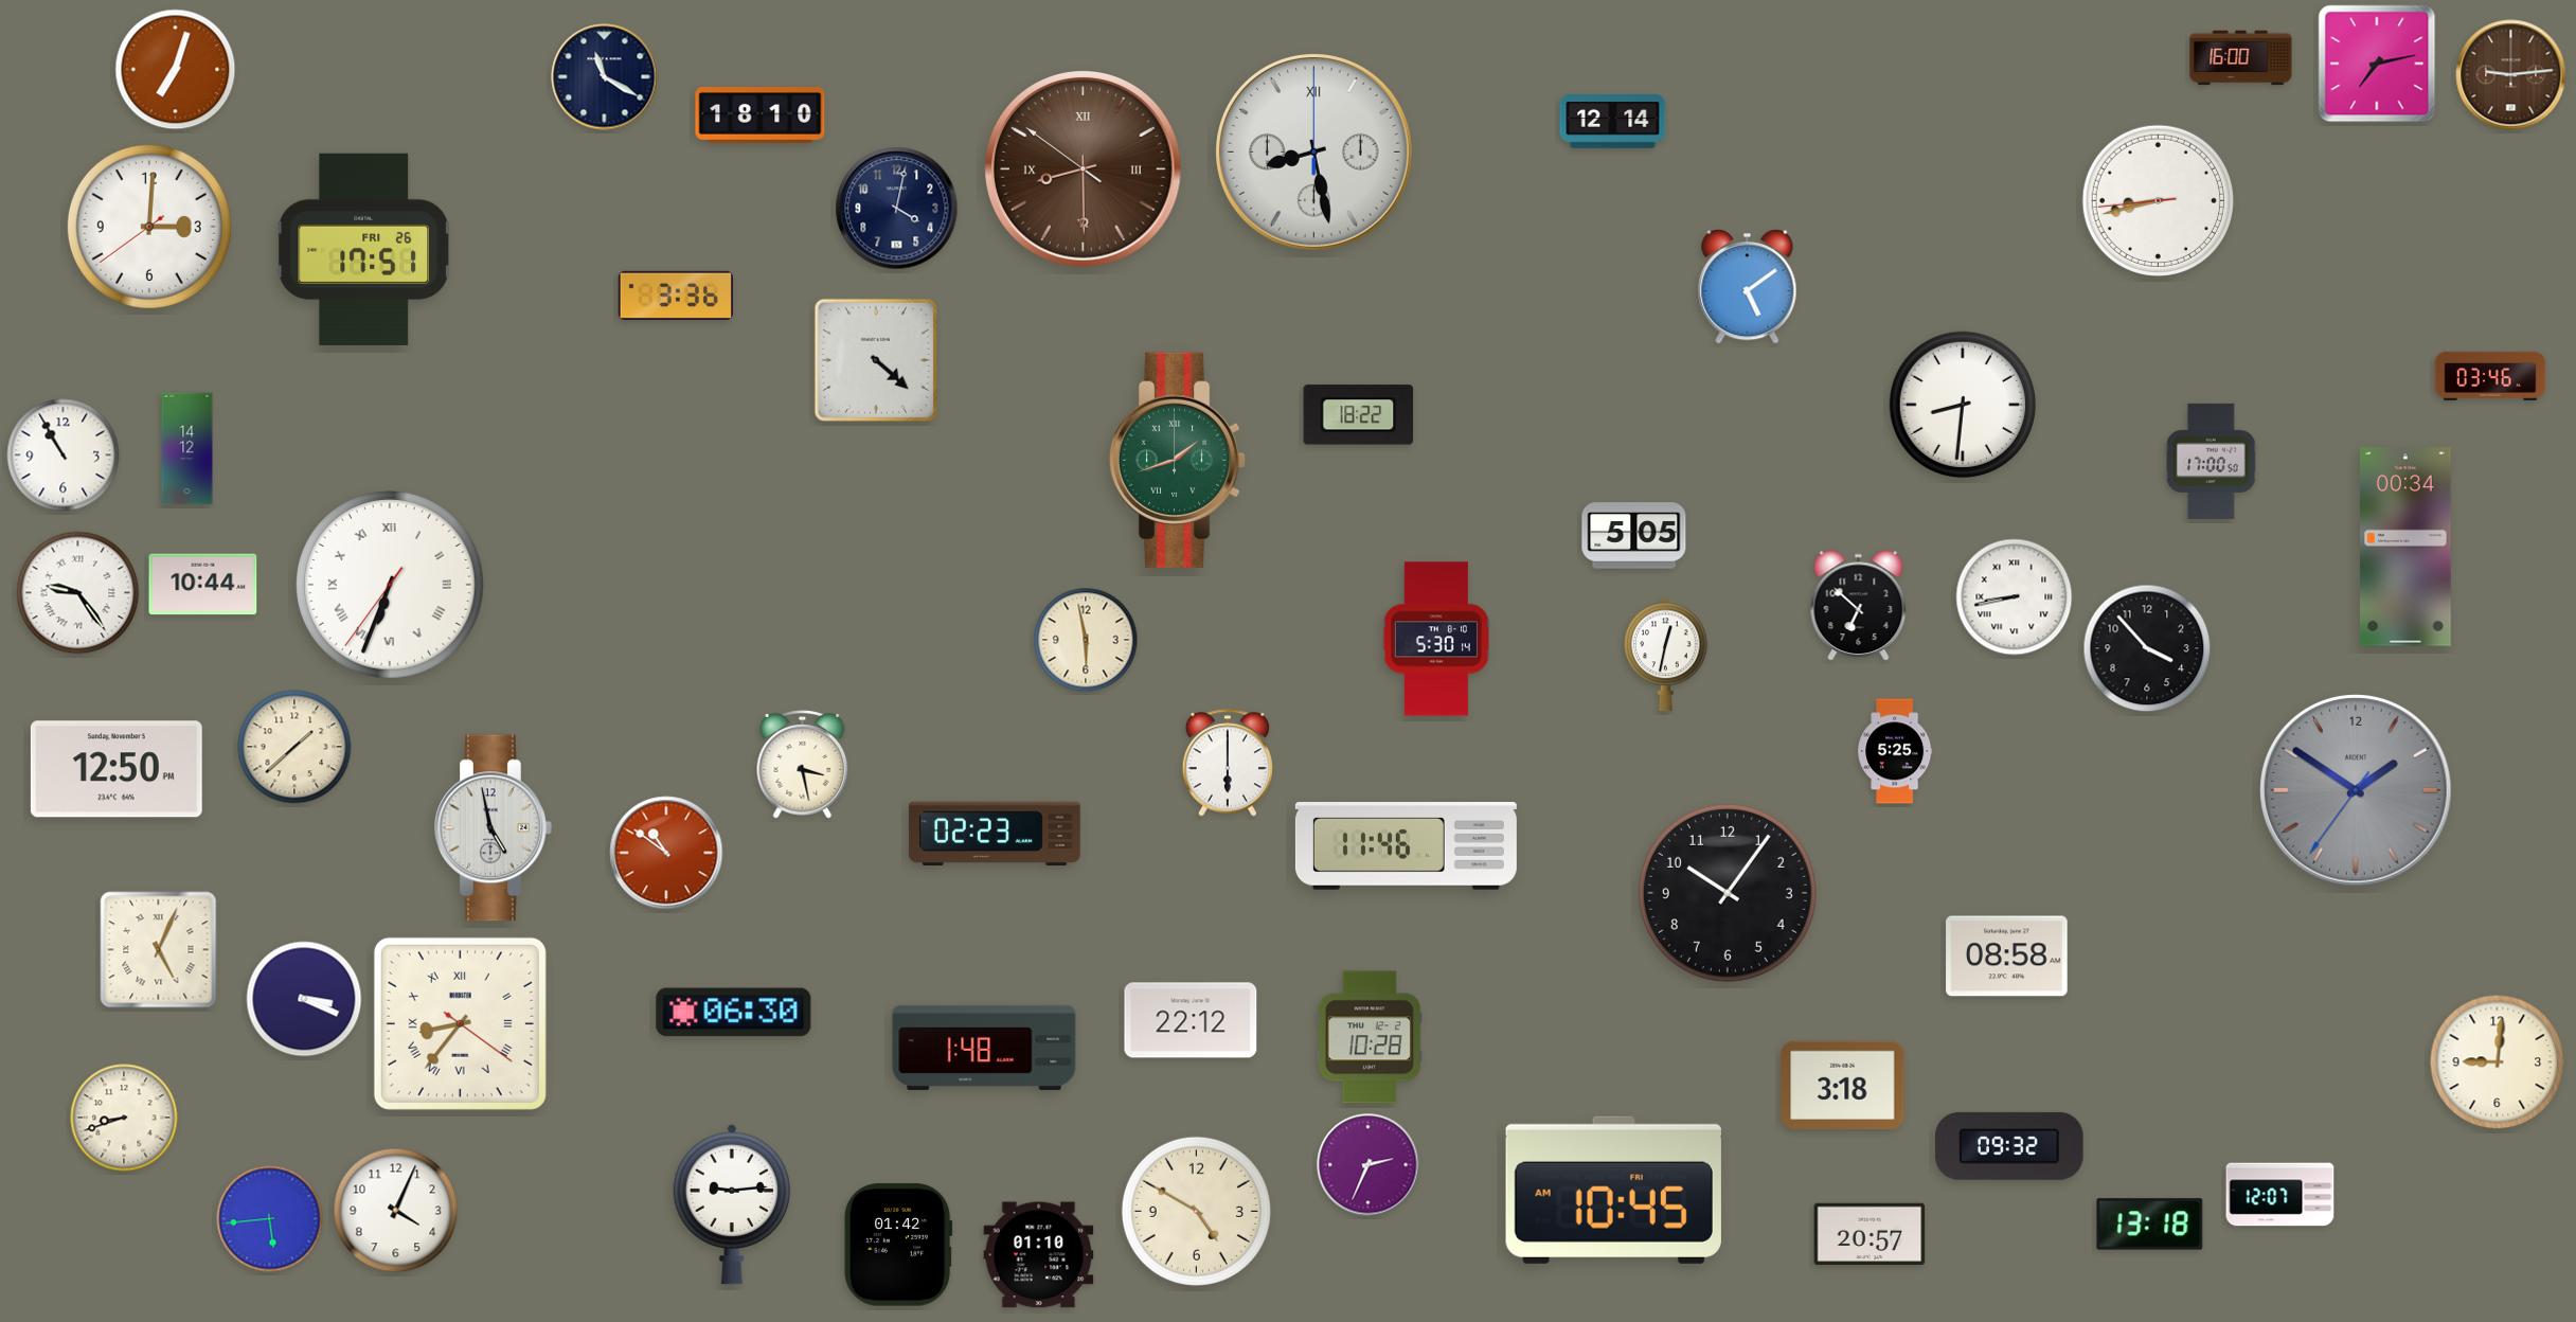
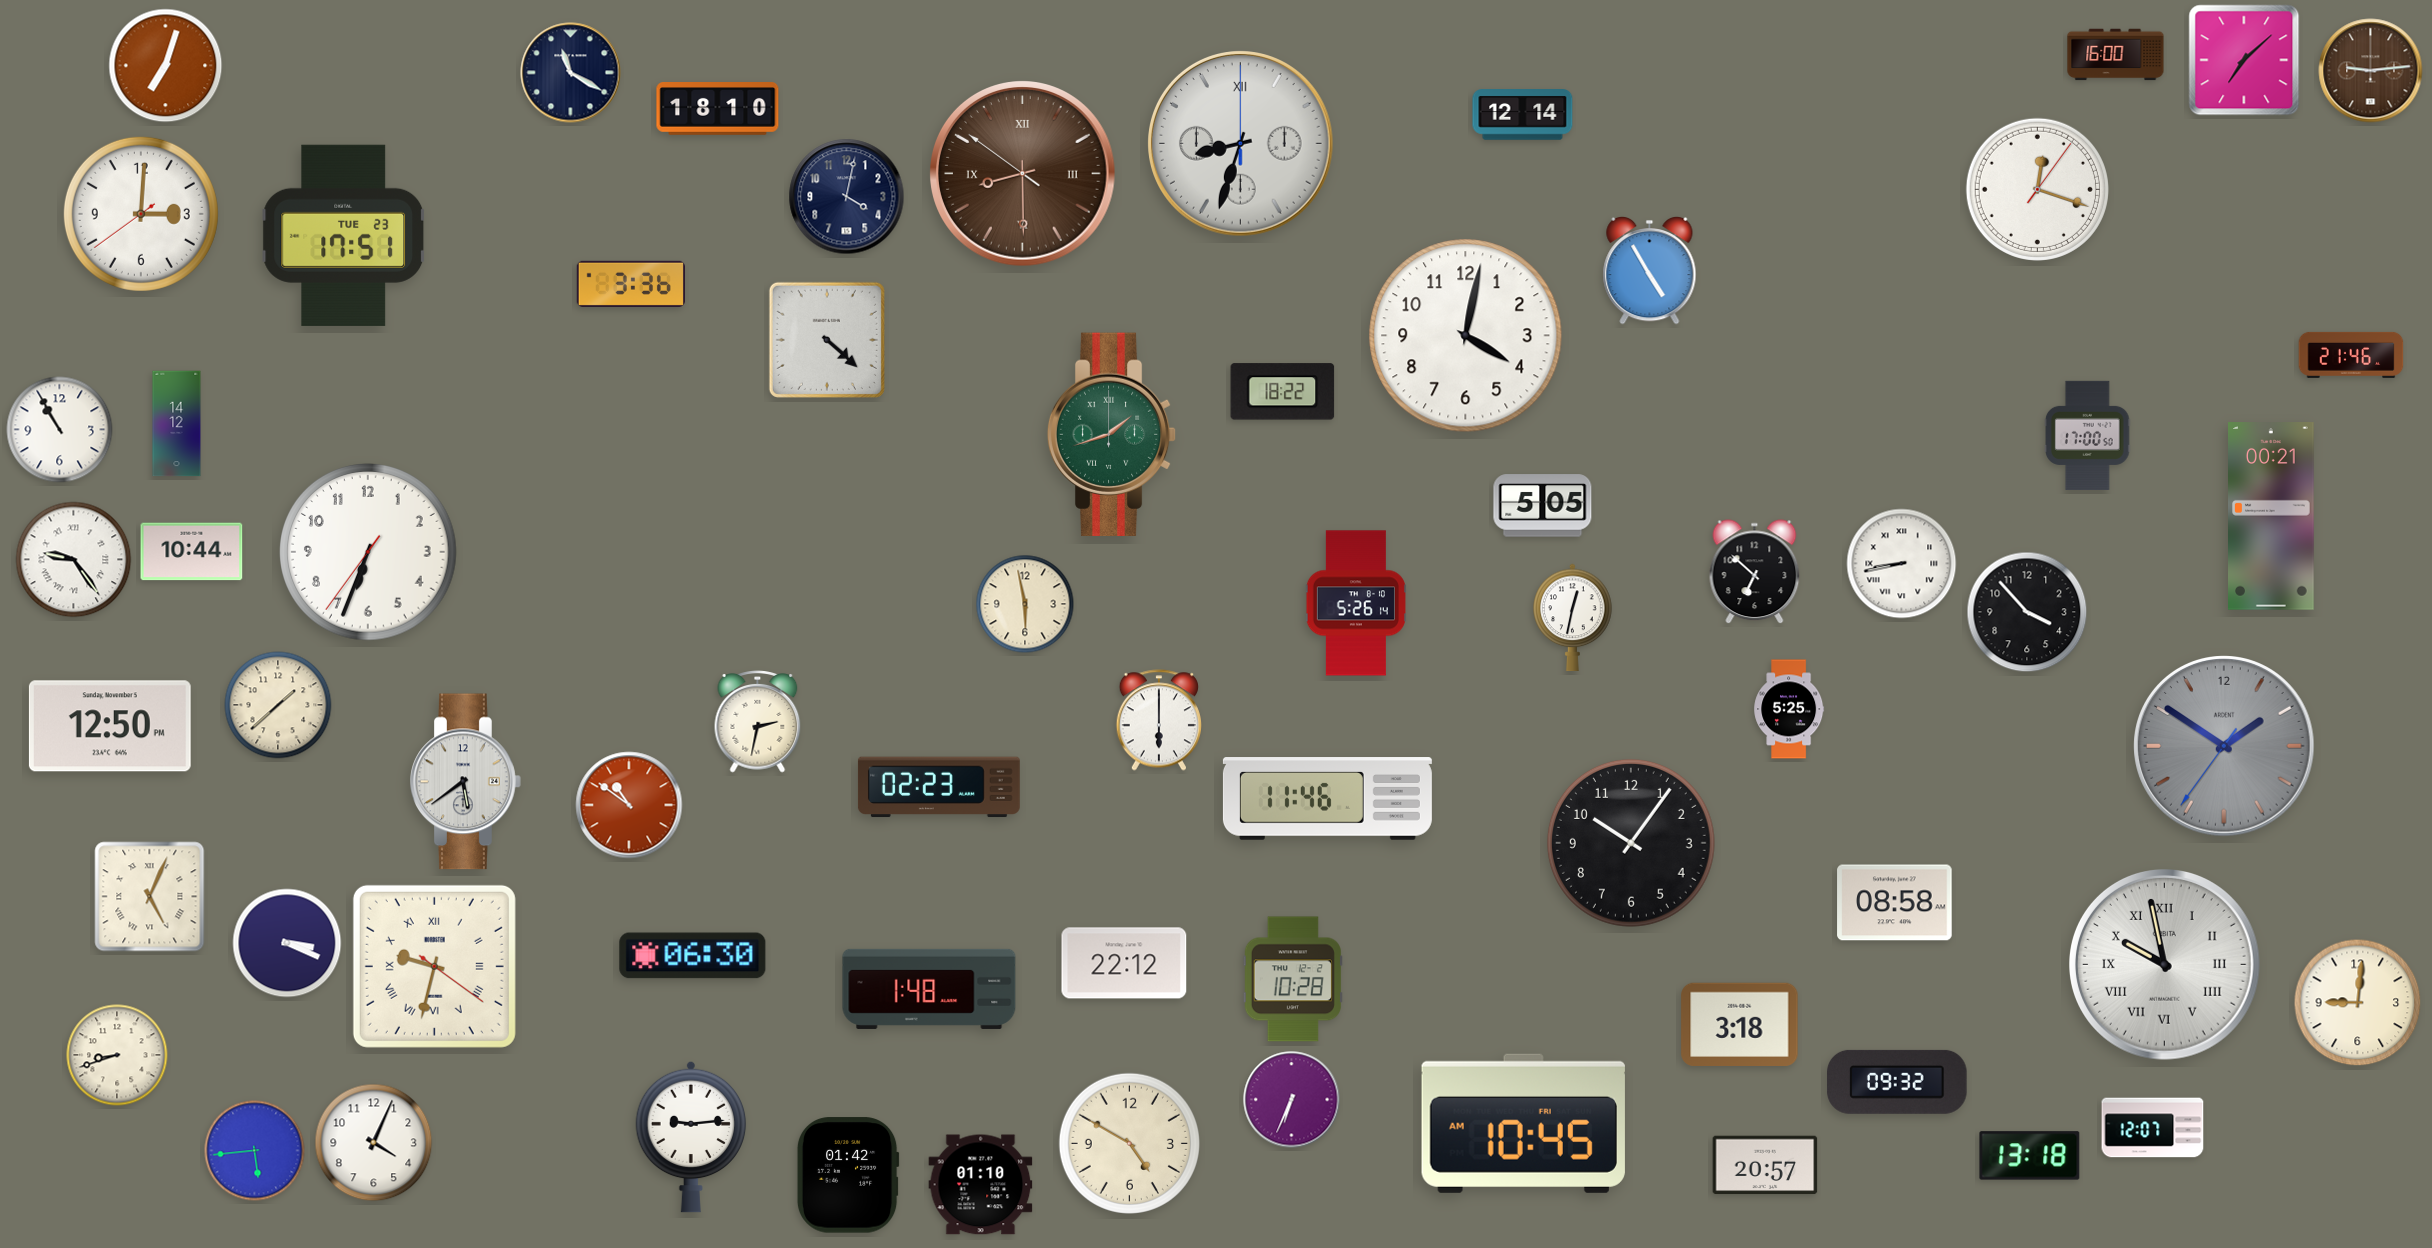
clock at (2377, 64): 7:13 -> 7:08
clock at (1314, 153): 8:28 -> 8:33
clock at (1084, 169) position: (1084, 169) -> (1023, 174)
clock at (2158, 200): 8:42 -> 12:18
clock at (364, 249) date: FRI 26 -> TUE 23
clock at (1748, 286): 5:09 -> 4:55
clock at (676, 296) position: (676, 296) -> (631, 284)
clock at (1466, 336): none -> 4:02
clock at (2490, 376): 03:46 -> 21:46
clock at (1962, 404): 8:31 -> none
clock at (2407, 547): 00:34 -> 00:21
clock at (390, 585) numerals: Roman -> Arabic
clock at (1436, 639): 5:30 -> 5:26
clock at (803, 765): 3:28 -> 2:32
clock at (494, 828): 4:58 -> 5:39
clock at (2165, 965): none -> 9:58
clock at (460, 1023): 8:36 -> 9:32
clock at (1368, 1165): 2:34 -> 6:34
